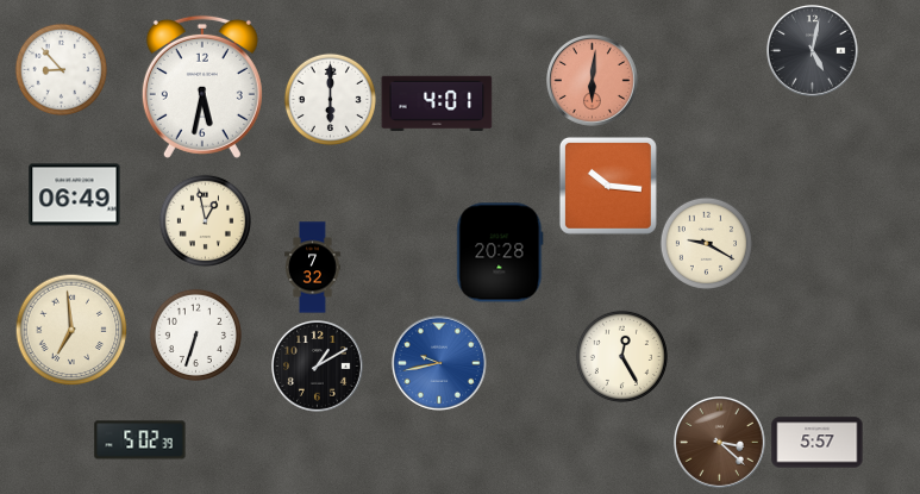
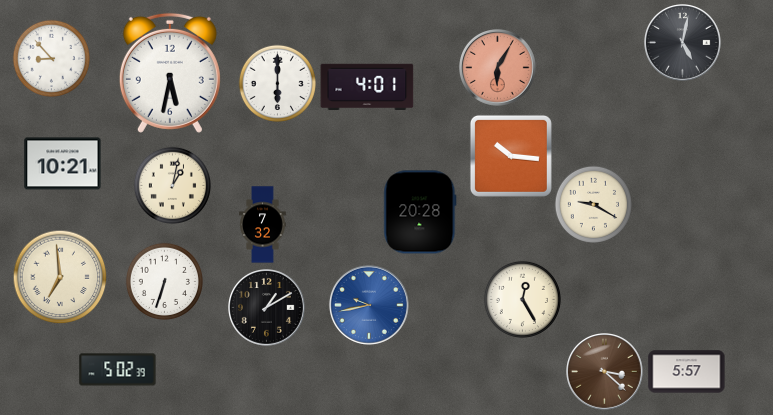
clock at (593, 81): 6:01 -> 6:05
clock at (75, 195): 06:49 -> 10:21
clock at (205, 220): 12:58 -> 1:02
